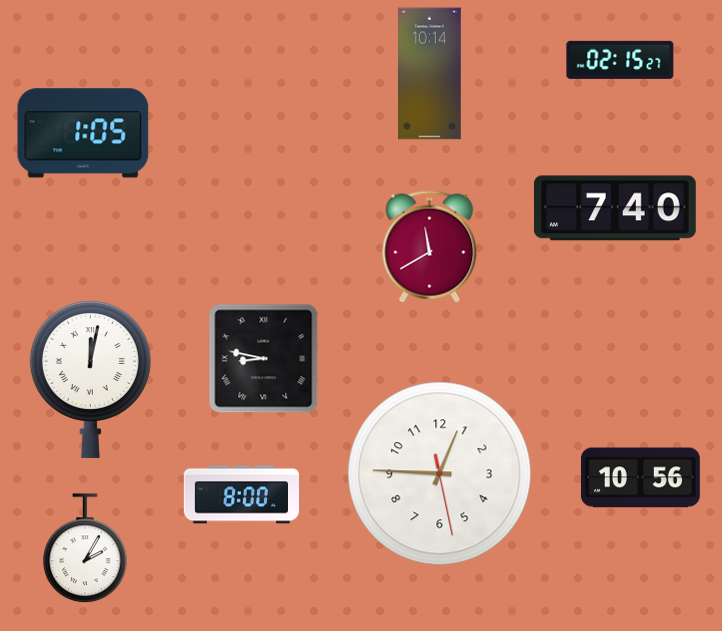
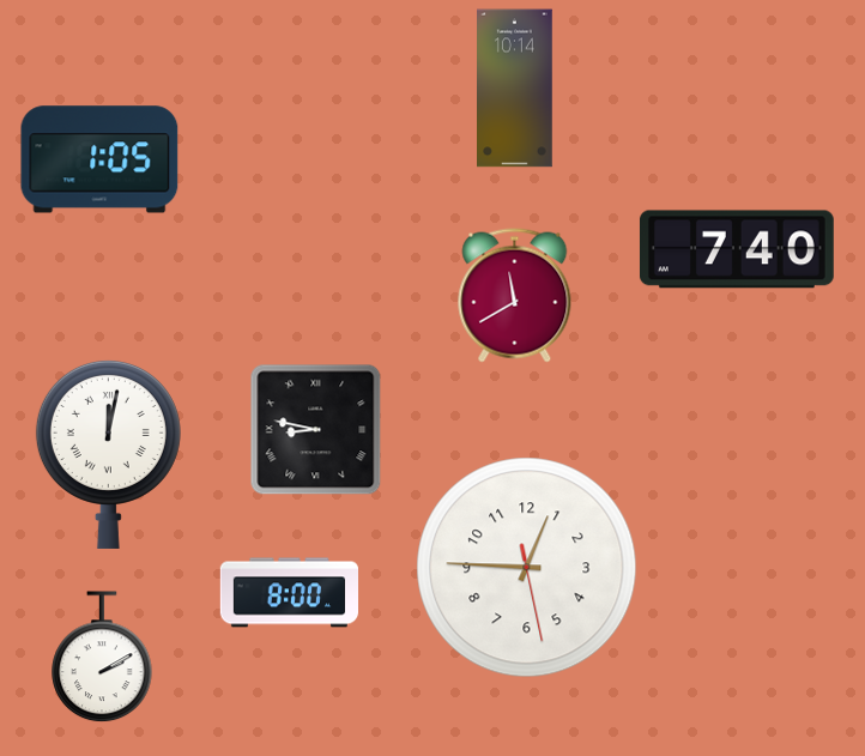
clock at (620, 60): 02:15 -> none
clock at (640, 478): 10:56 -> none
clock at (85, 549): 2:05 -> 2:10
